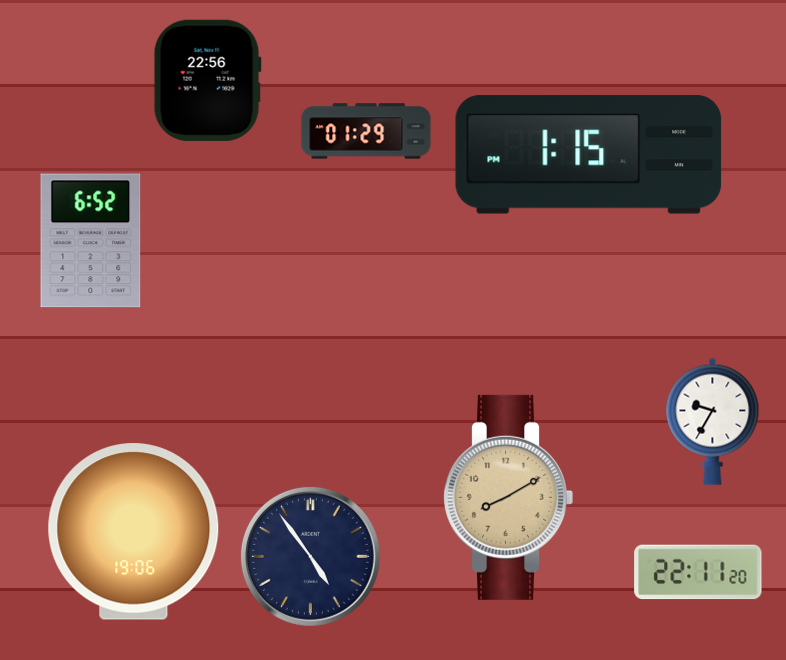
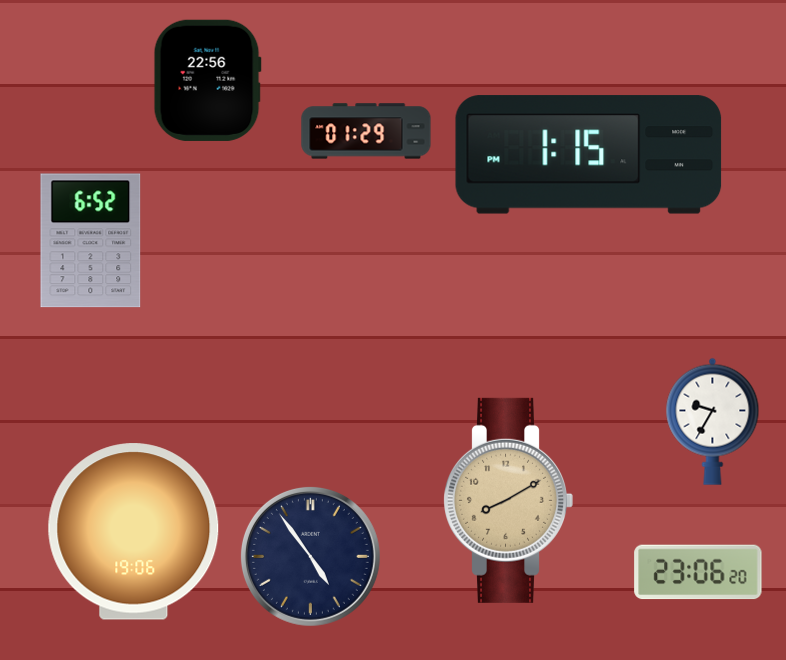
clock at (508, 497) position: (508, 497) -> (508, 500)
clock at (698, 572): 22:11 -> 23:06
